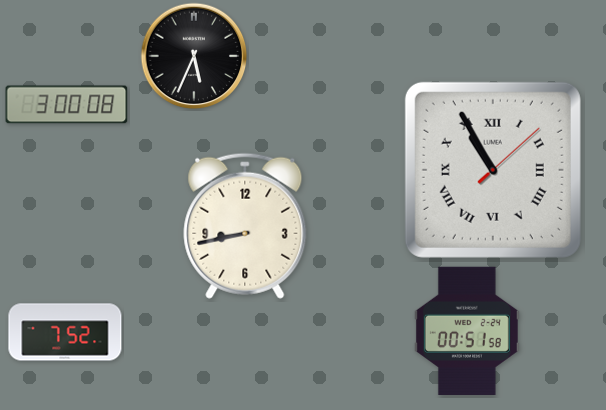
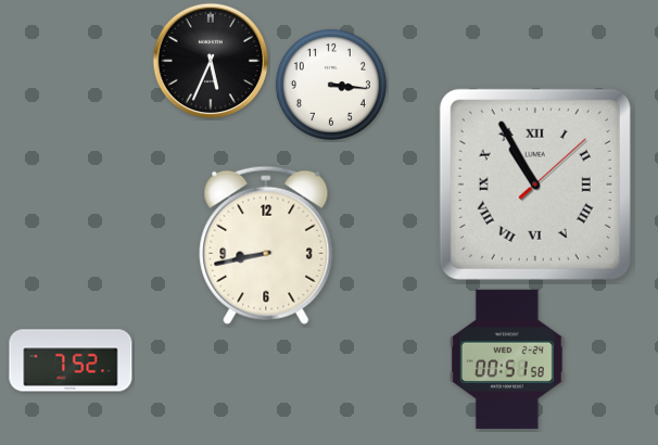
clock at (331, 85): none -> 3:16
clock at (67, 105): 3:00 -> none
